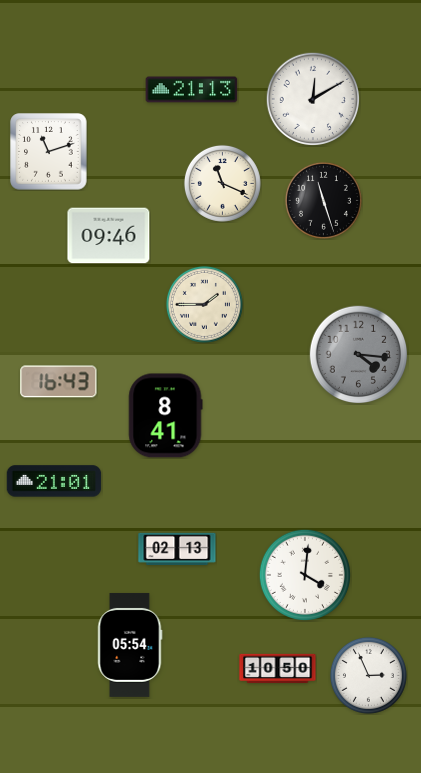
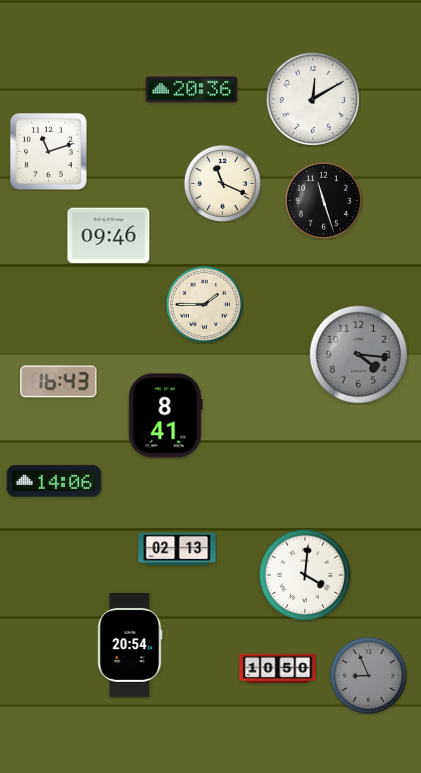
clock at (192, 90): 21:13 -> 20:36
clock at (54, 481): 21:01 -> 14:06
clock at (130, 645): 05:54 -> 20:54
clock at (368, 675): 2:56 -> 8:56
clock at (368, 675) dial: white -> grey
